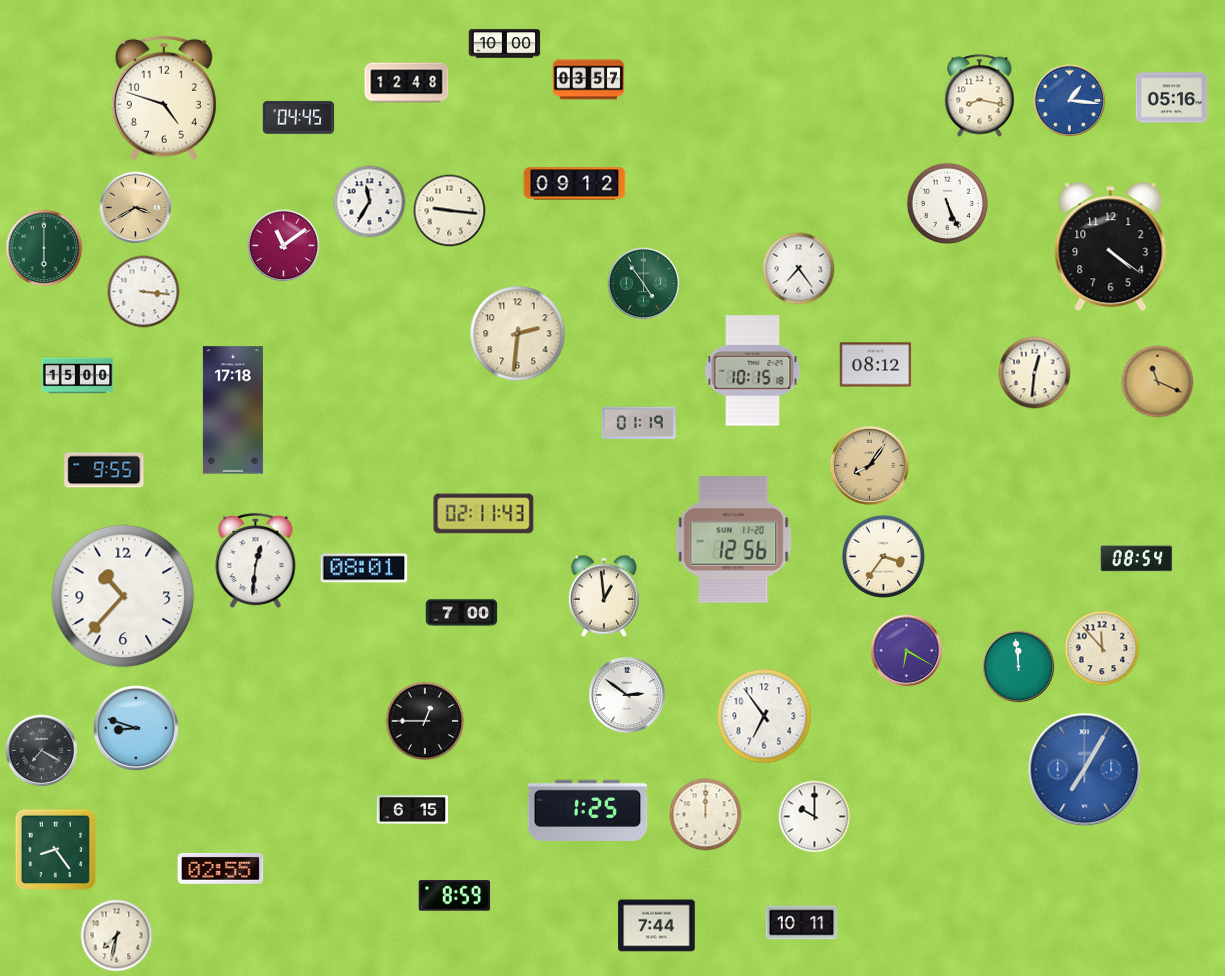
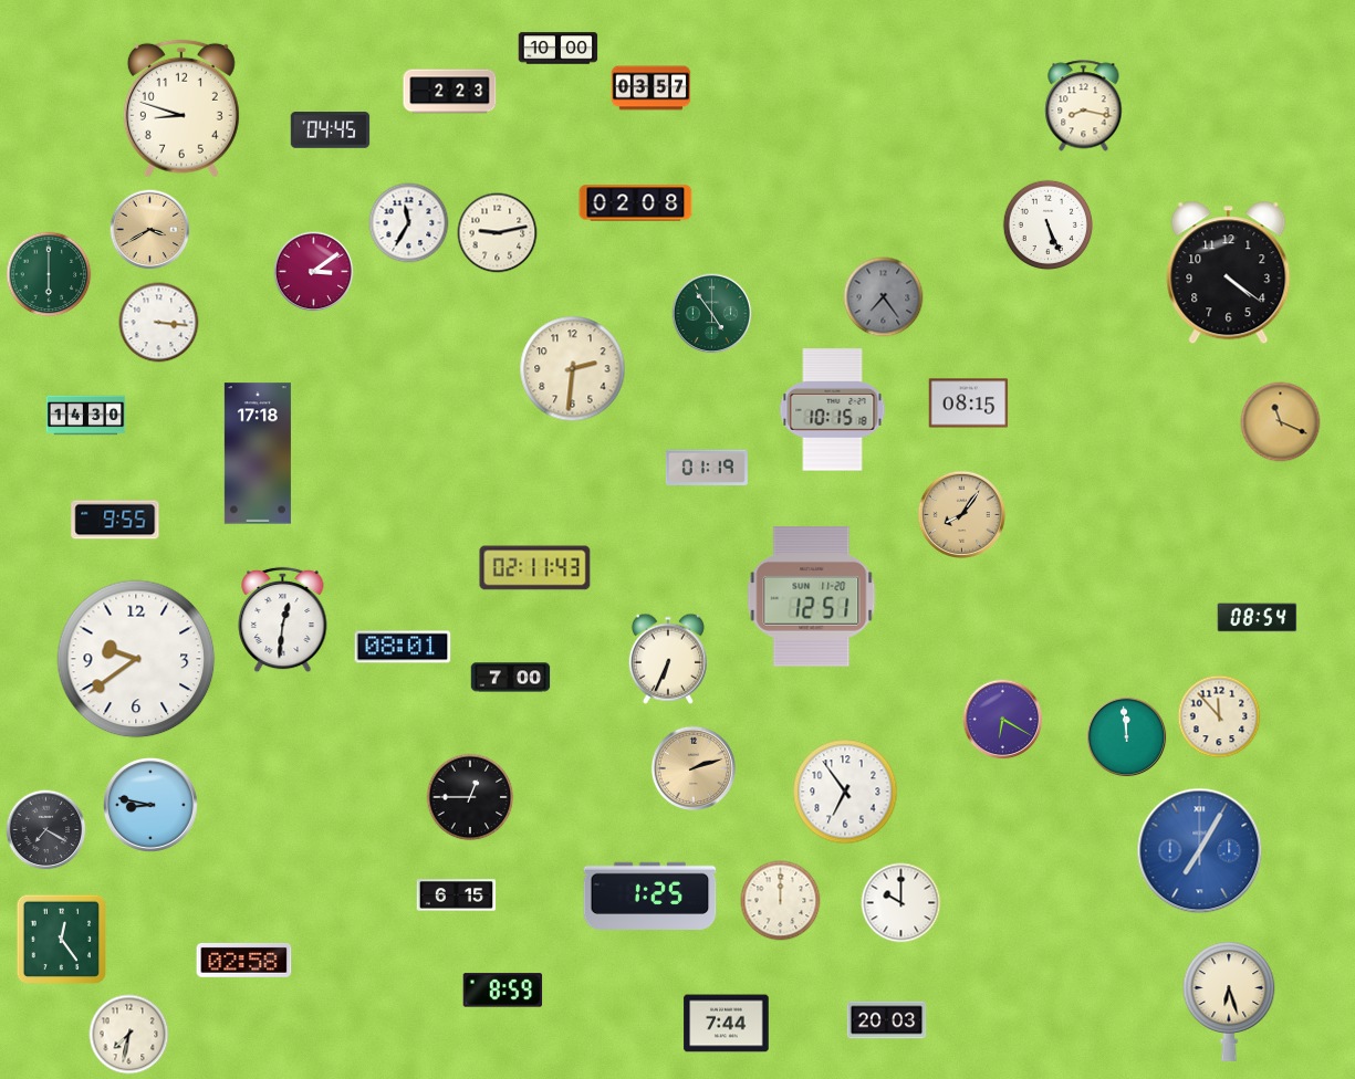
clock at (407, 83): 12:48 -> 2:23
clock at (164, 98): 4:48 -> 8:48
clock at (1172, 98): 05:16 -> none
clock at (1070, 101): 1:16 -> none
clock at (575, 184): 09:12 -> 02:08
clock at (450, 211): 9:16 -> 9:13
clock at (284, 246): 11:09 -> 3:09
clock at (799, 269) dial: white -> grey
clock at (876, 365): 08:12 -> 08:15
clock at (1035, 373): 12:31 -> none
clock at (78, 376): 15:00 -> 14:30
clock at (734, 540): 12:56 -> 12:51
clock at (883, 556): 3:36 -> none
clock at (364, 568) position: (364, 568) -> (403, 647)
clock at (123, 596): 10:37 -> 9:39
clock at (604, 596): 12:59 -> 6:34
clock at (626, 694): 2:51 -> 2:12
clock at (626, 694) dial: white -> champagne
clock at (136, 728): 8:48 -> 8:47
clock at (56, 850): 8:24 -> 12:24
clock at (221, 868): 02:55 -> 02:58
clock at (1229, 1002): none -> 6:27
clock at (802, 923): 10:11 -> 20:03
